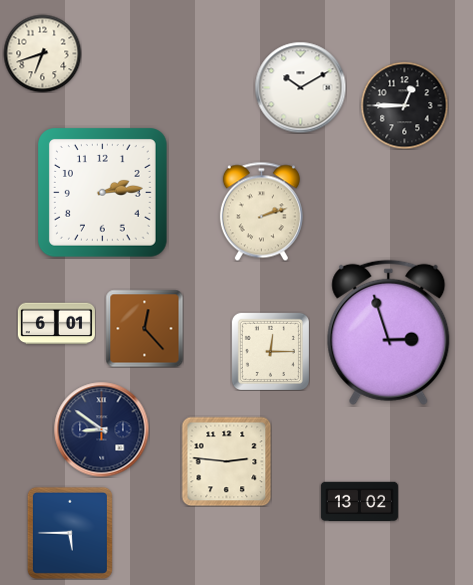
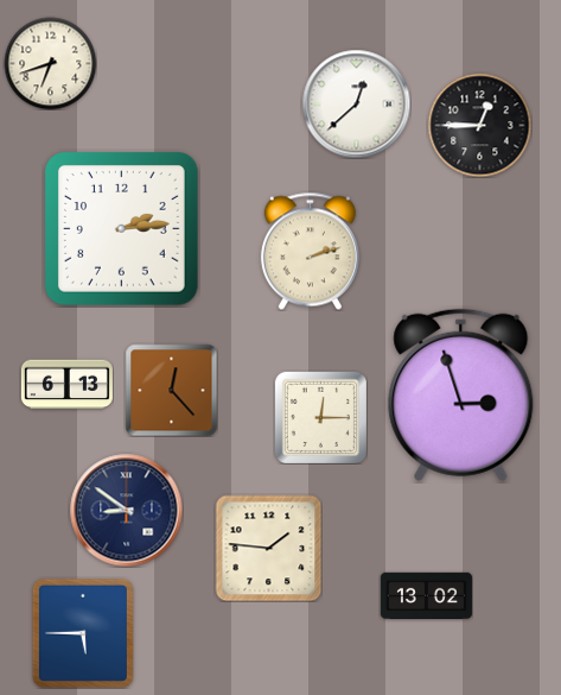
clock at (300, 87): 10:10 -> 12:38
clock at (56, 324): 6:01 -> 6:13
clock at (101, 429) position: (101, 429) -> (126, 510)
clock at (226, 461): 2:46 -> 1:46
